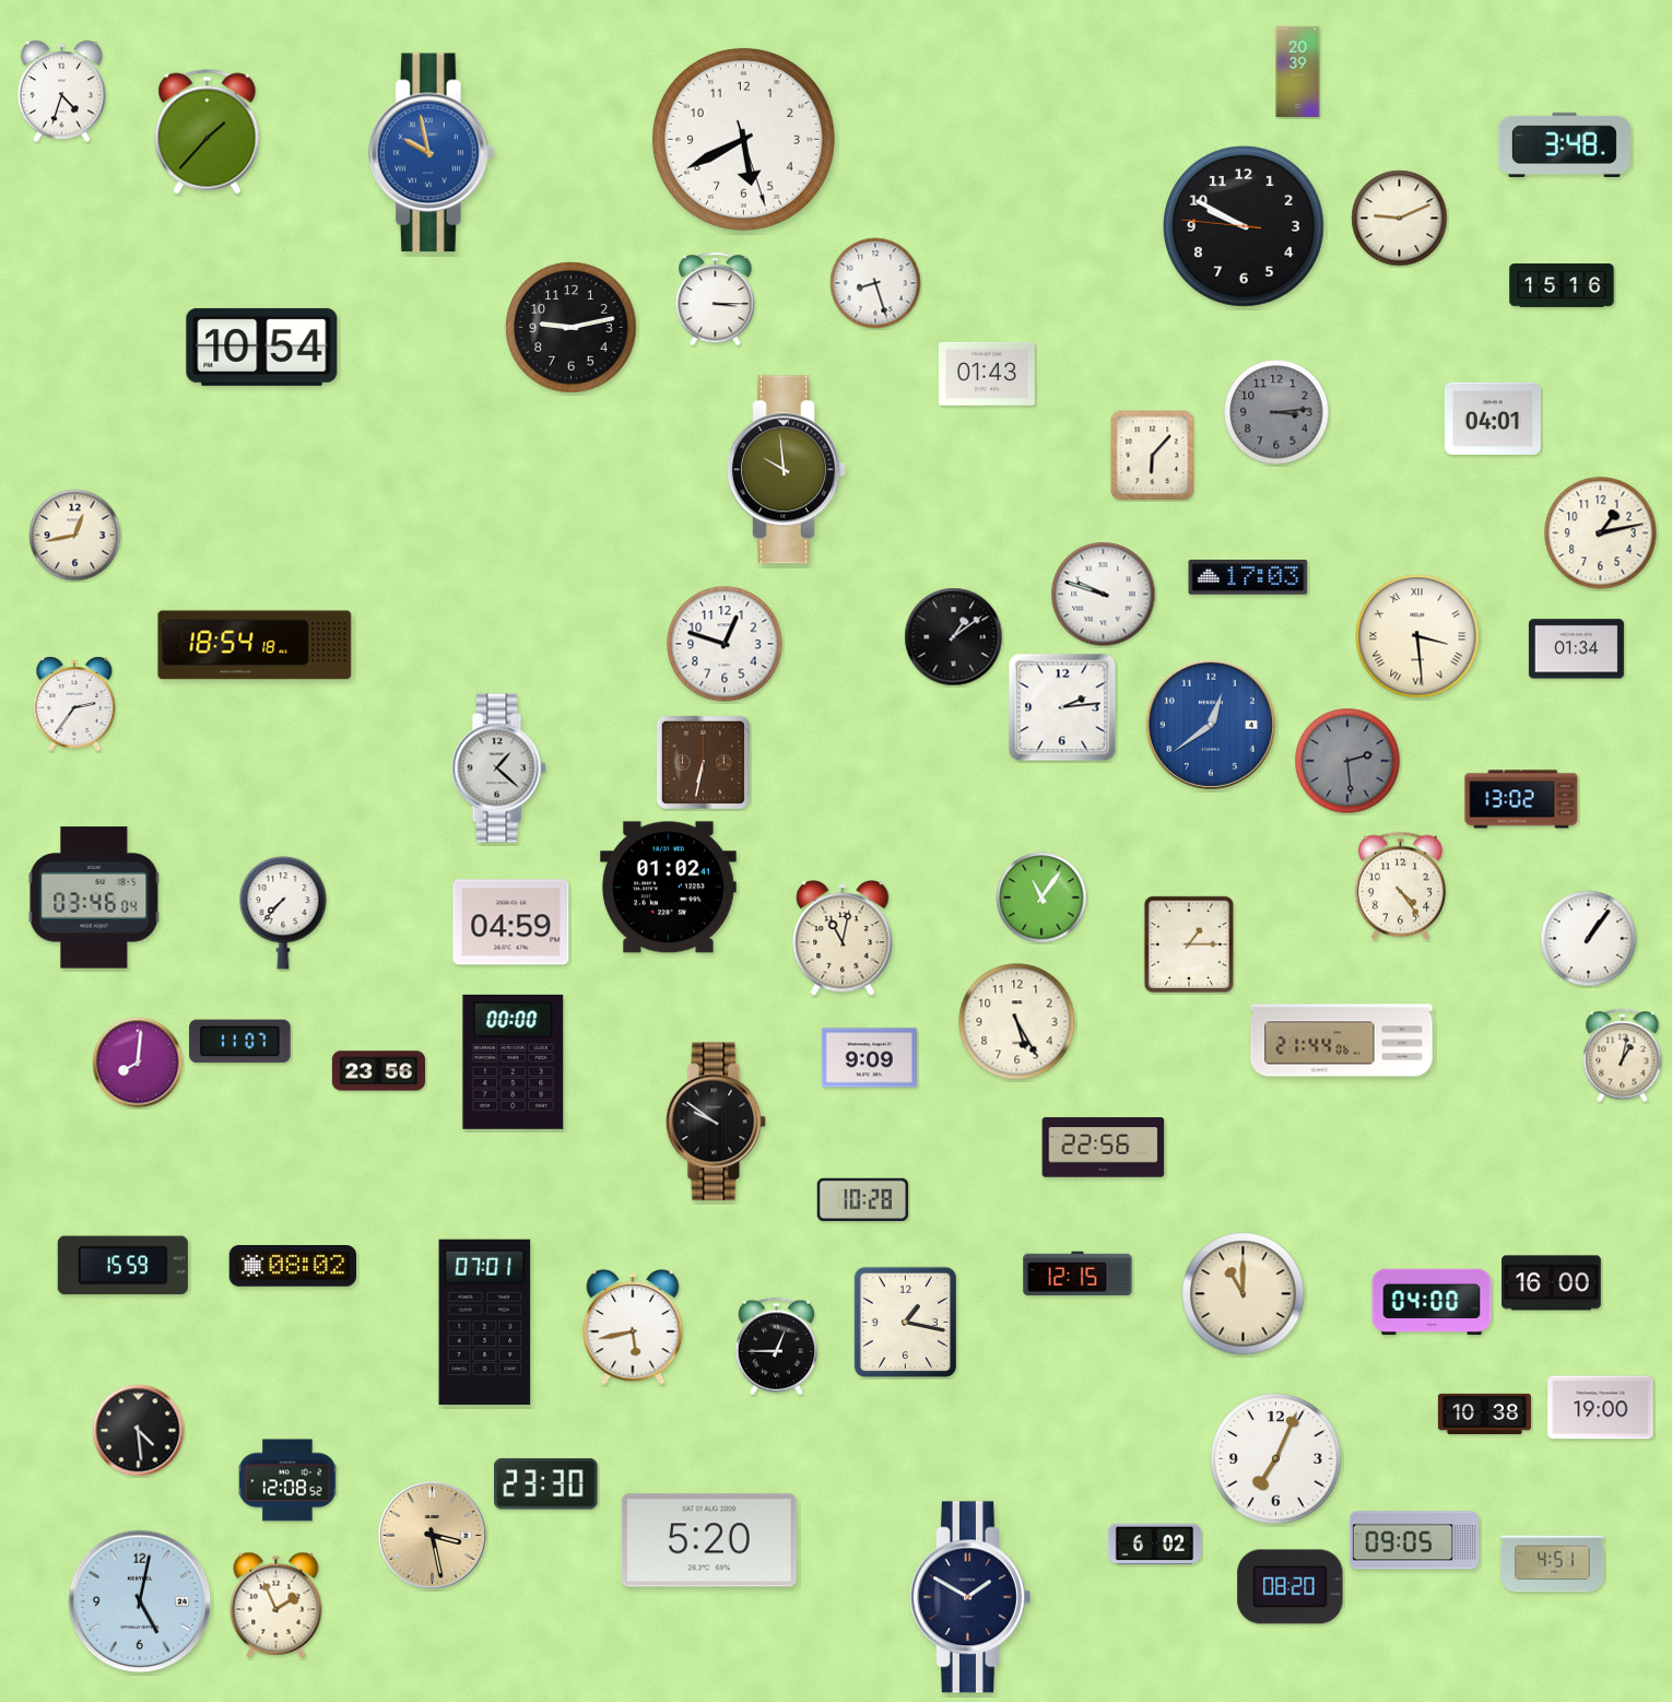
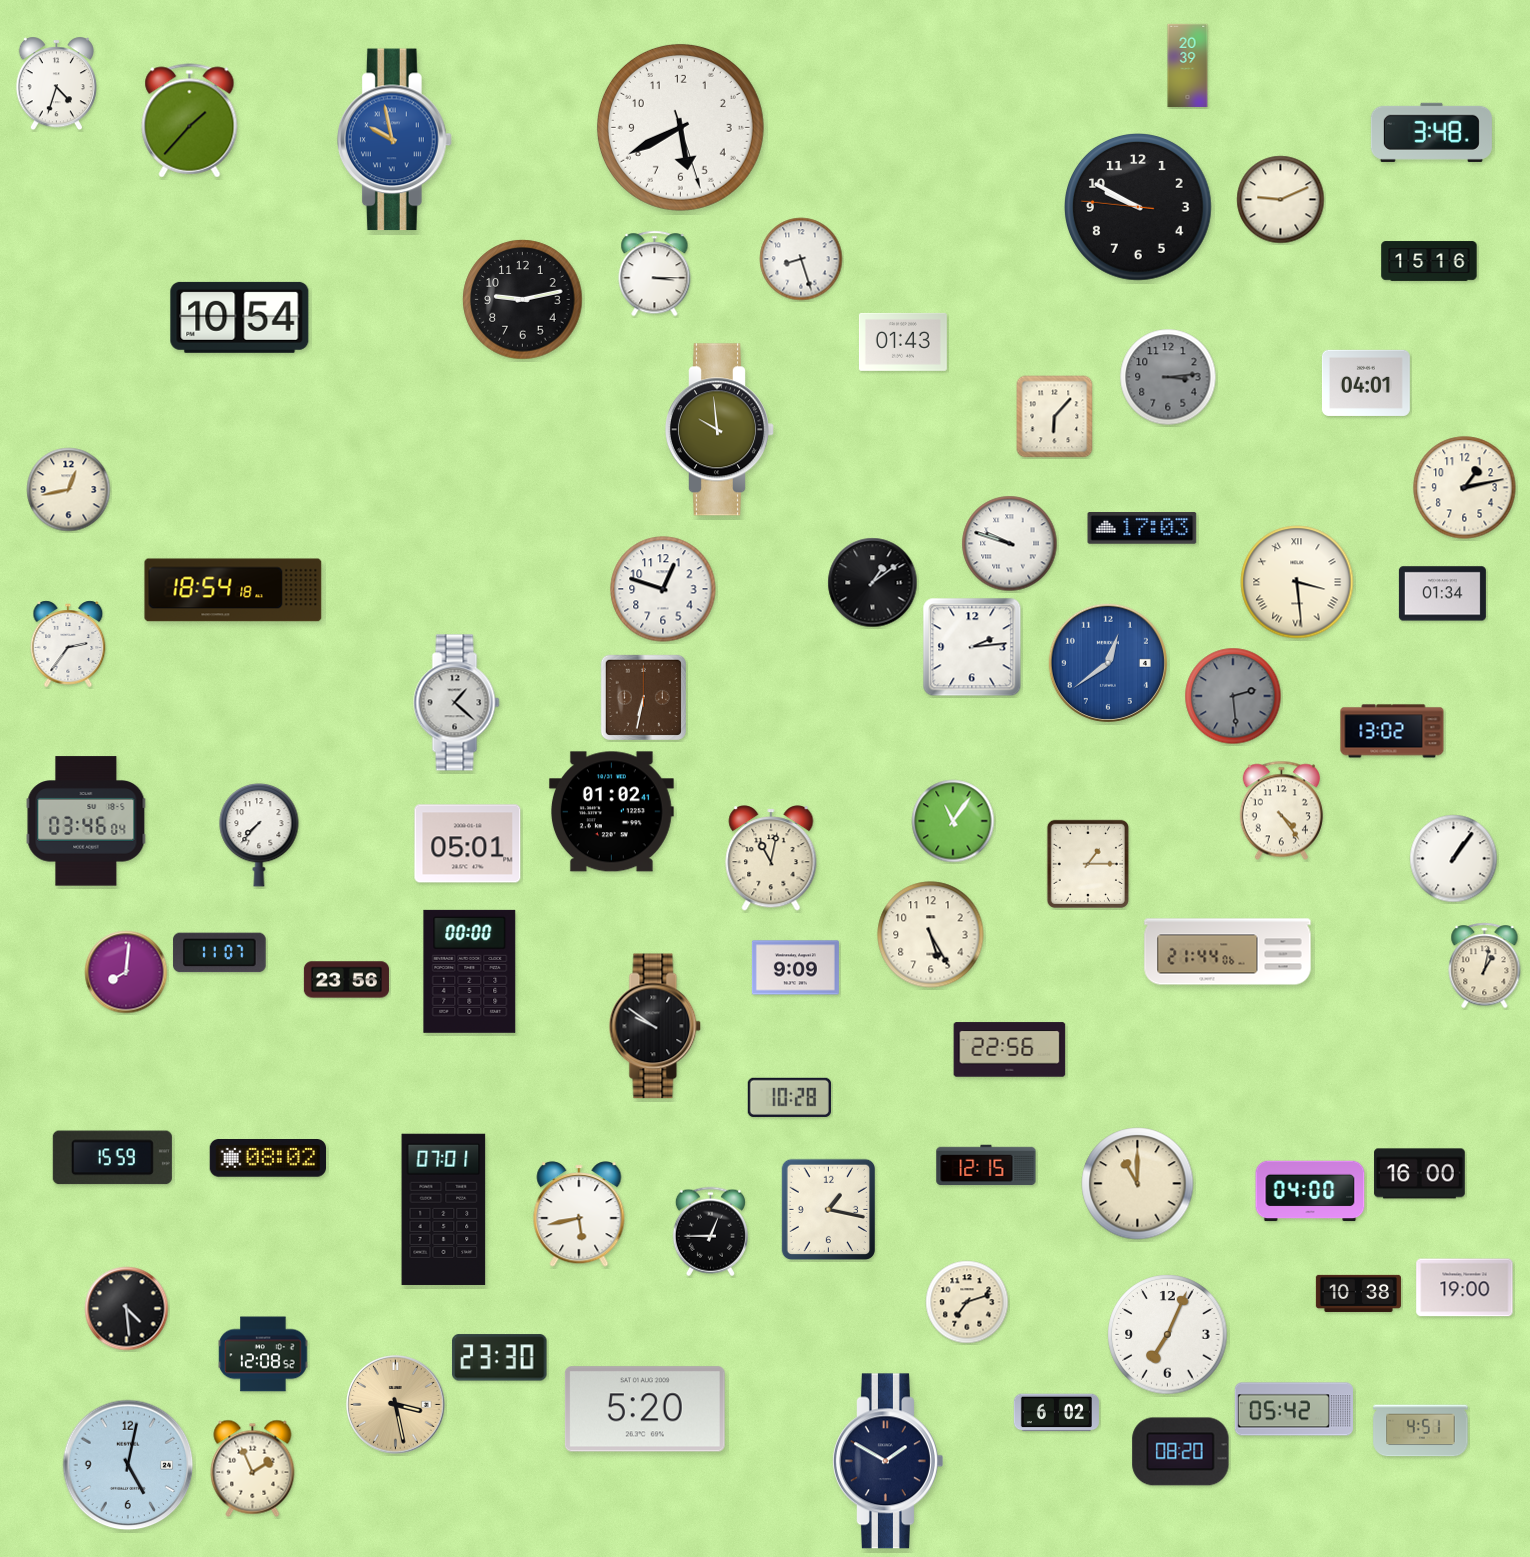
clock at (511, 923): 04:59 -> 05:01
clock at (967, 1302): none -> 7:12
clock at (709, 1540) position: (709, 1540) -> (645, 1409)
clock at (1414, 1540): 09:05 -> 05:42
